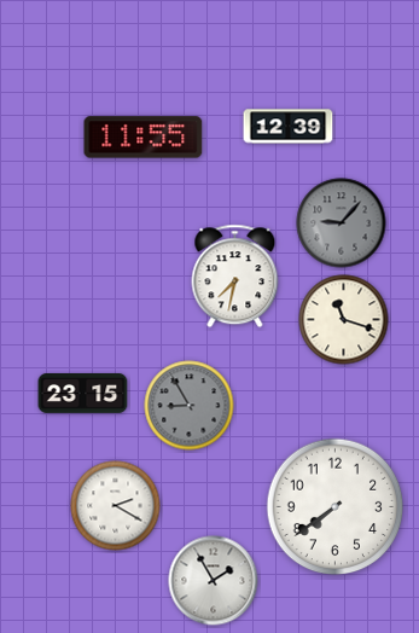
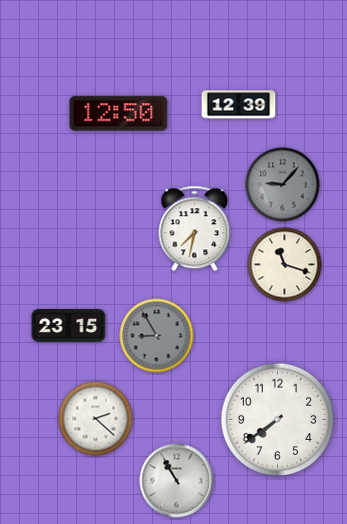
clock at (144, 138): 11:55 -> 12:50
clock at (116, 506): 2:20 -> 2:22
clock at (214, 581): 1:55 -> 10:55
